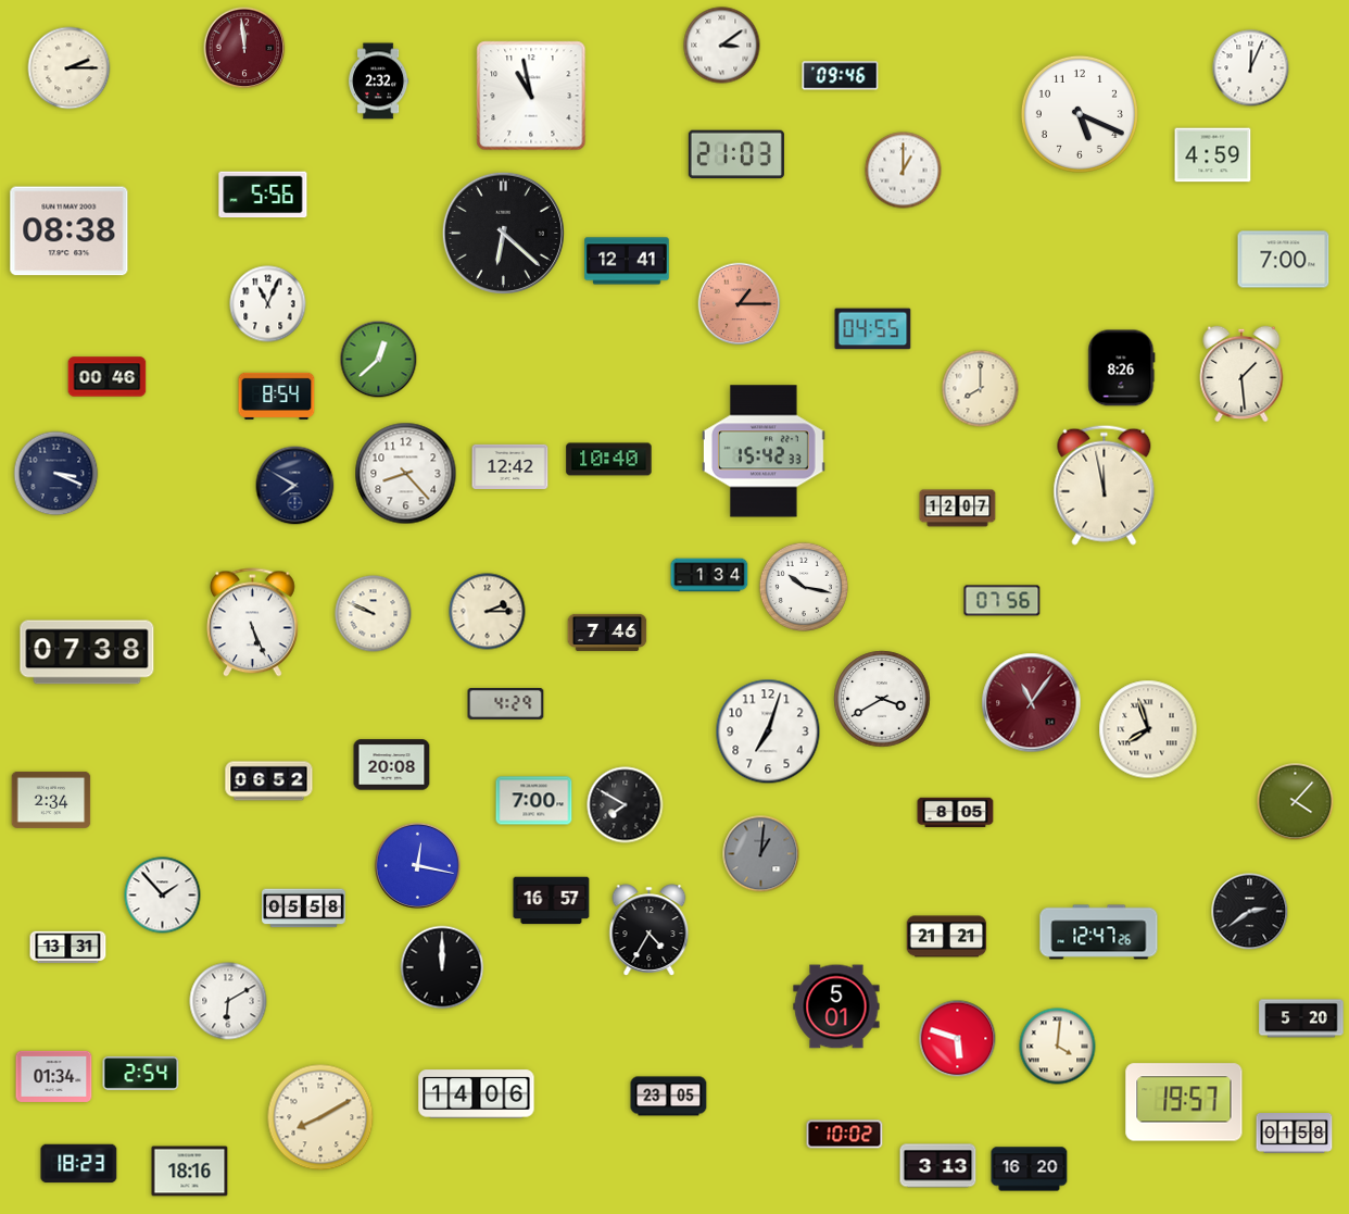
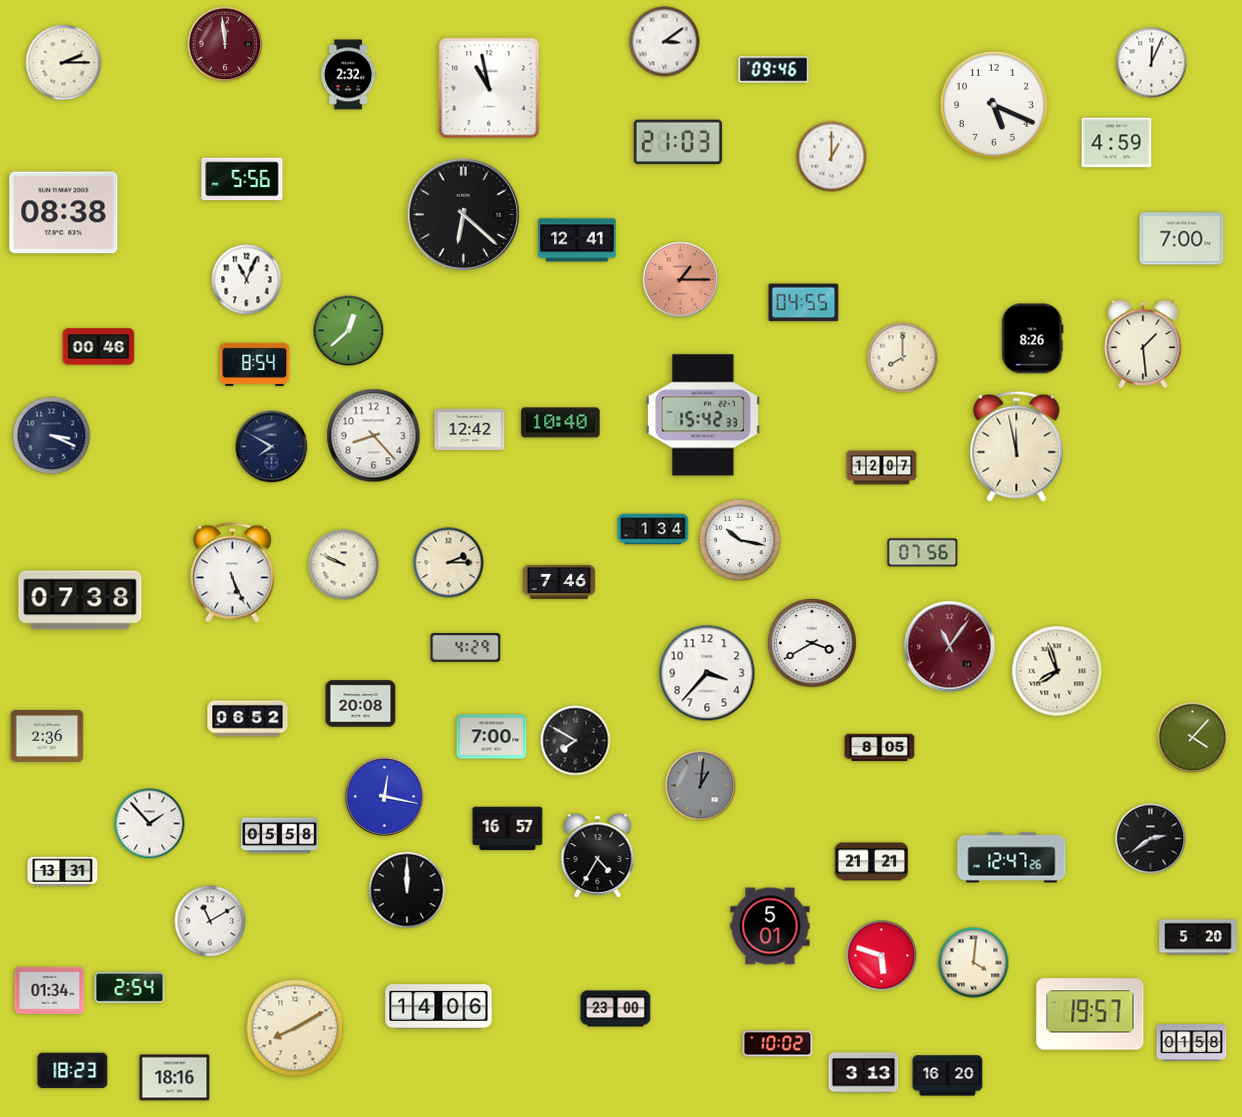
clock at (768, 731): 7:03 -> 3:37
clock at (51, 800): 2:34 -> 2:36
clock at (228, 1001): 6:10 -> 11:10
clock at (669, 1097): 23:05 -> 23:00
